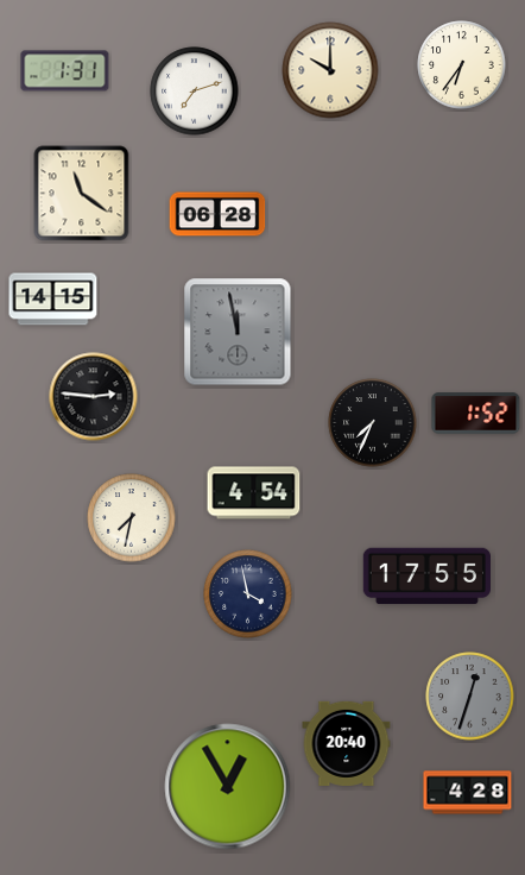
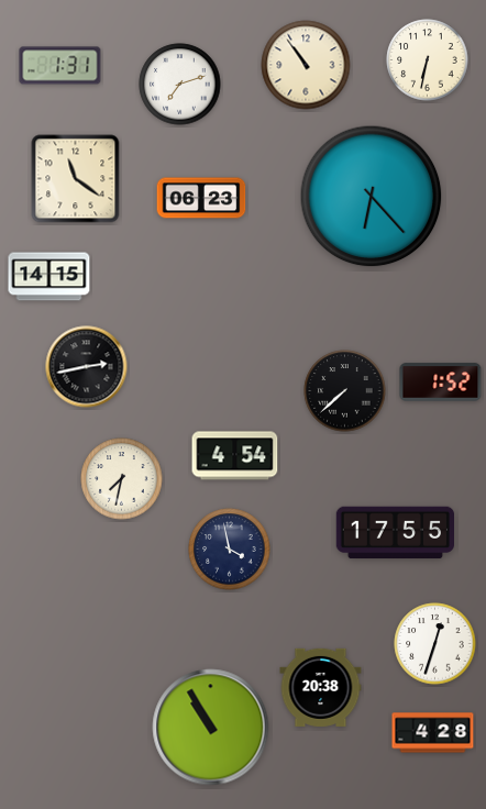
clock at (462, 65): 6:36 -> 6:32
clock at (330, 70): 10:00 -> 10:54
clock at (372, 197): none -> 6:23
clock at (217, 214): 06:28 -> 06:23
clock at (238, 332): 11:58 -> none
clock at (94, 397): 2:46 -> 2:43
clock at (373, 423): 7:34 -> 7:38
clock at (470, 697) dial: grey -> white
clock at (347, 743): 20:40 -> 20:38
clock at (228, 787): 12:55 -> 10:55
